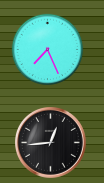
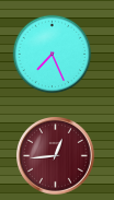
clock at (51, 143) dial: black -> burgundy
